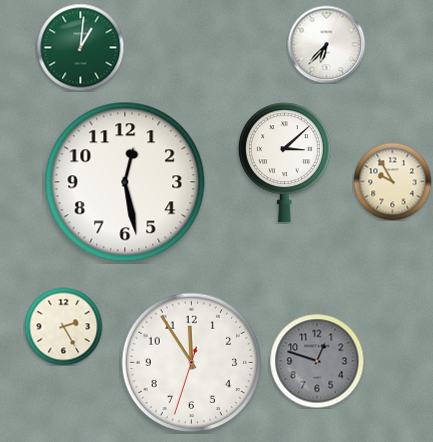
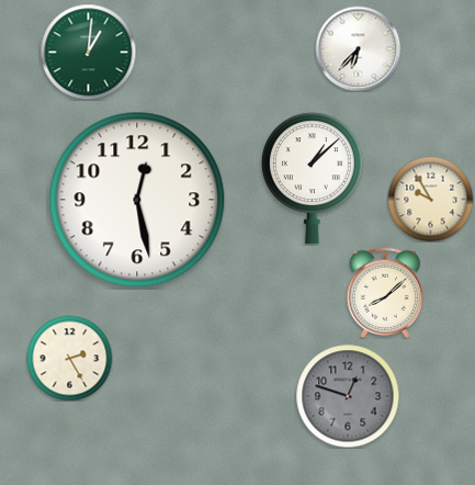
clock at (284, 163): 3:08 -> 1:08
clock at (384, 292): none -> 8:08
clock at (192, 363): 11:54 -> none
